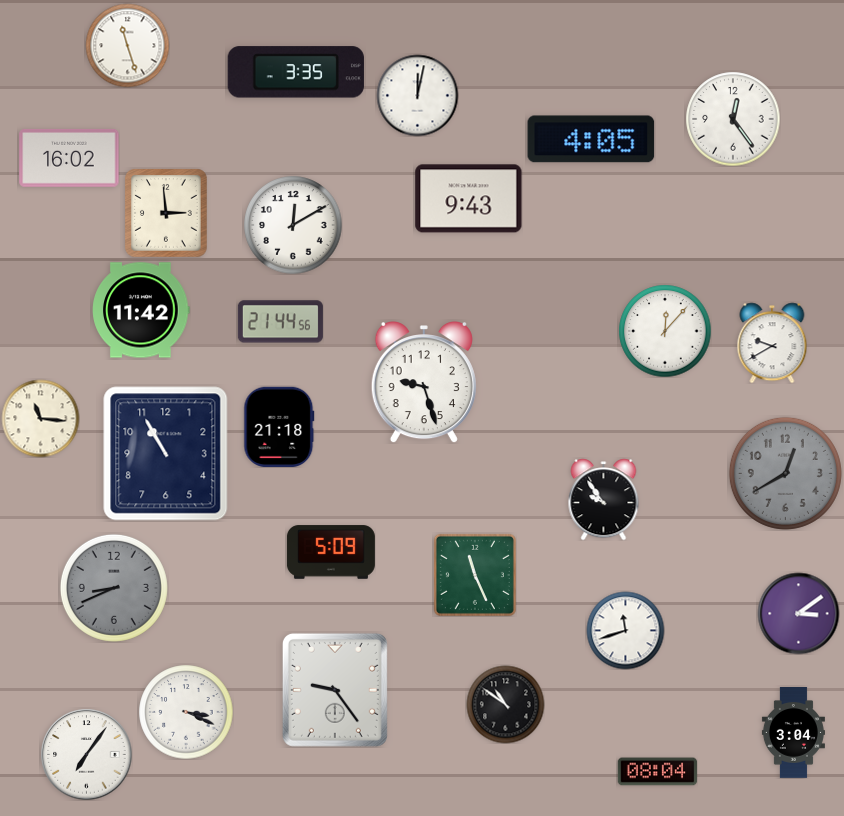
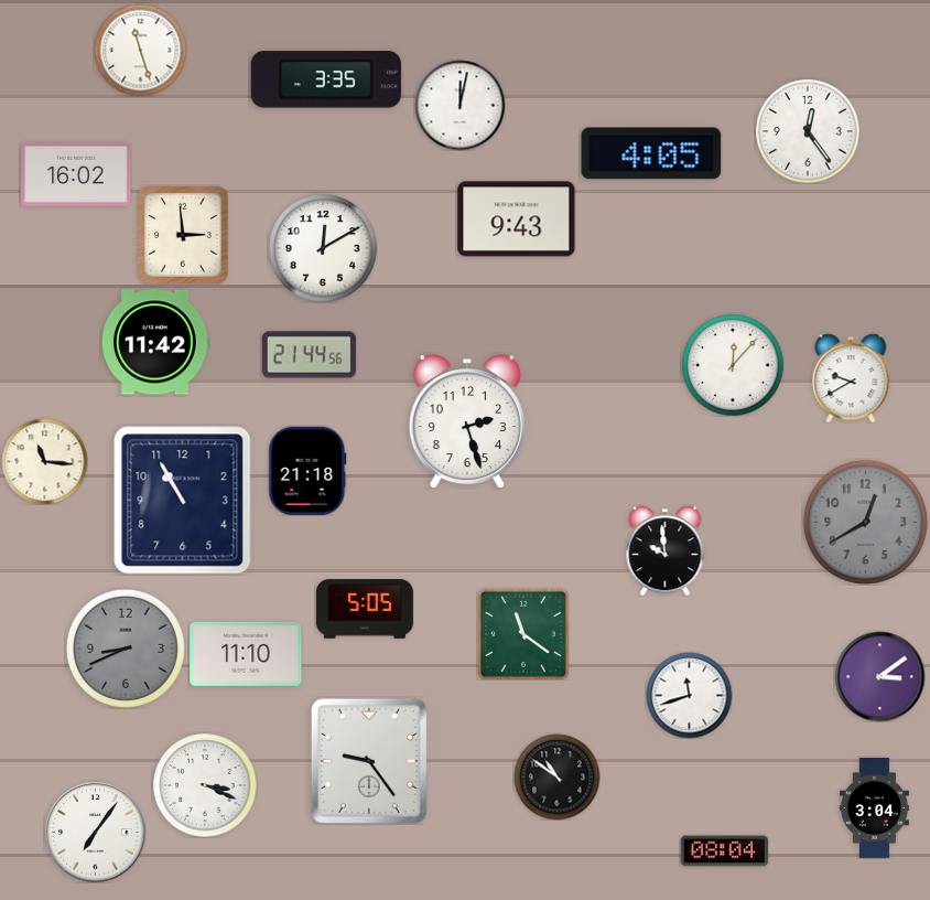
clock at (424, 383): 9:27 -> 2:27
clock at (604, 499): 9:54 -> 9:59
clock at (331, 552): 5:09 -> 5:05
clock at (475, 575): 11:26 -> 11:21
clock at (246, 654): none -> 11:10
